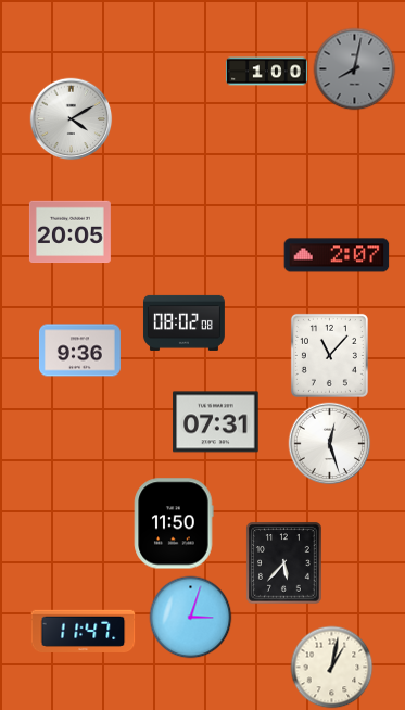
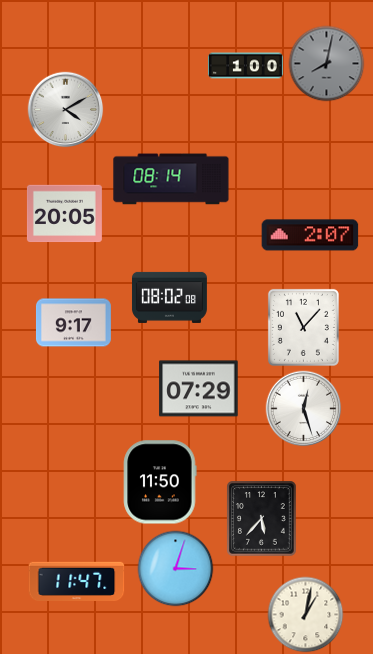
clock at (171, 179): none -> 08:14
clock at (79, 351): 9:36 -> 9:17
clock at (216, 422): 07:31 -> 07:29
